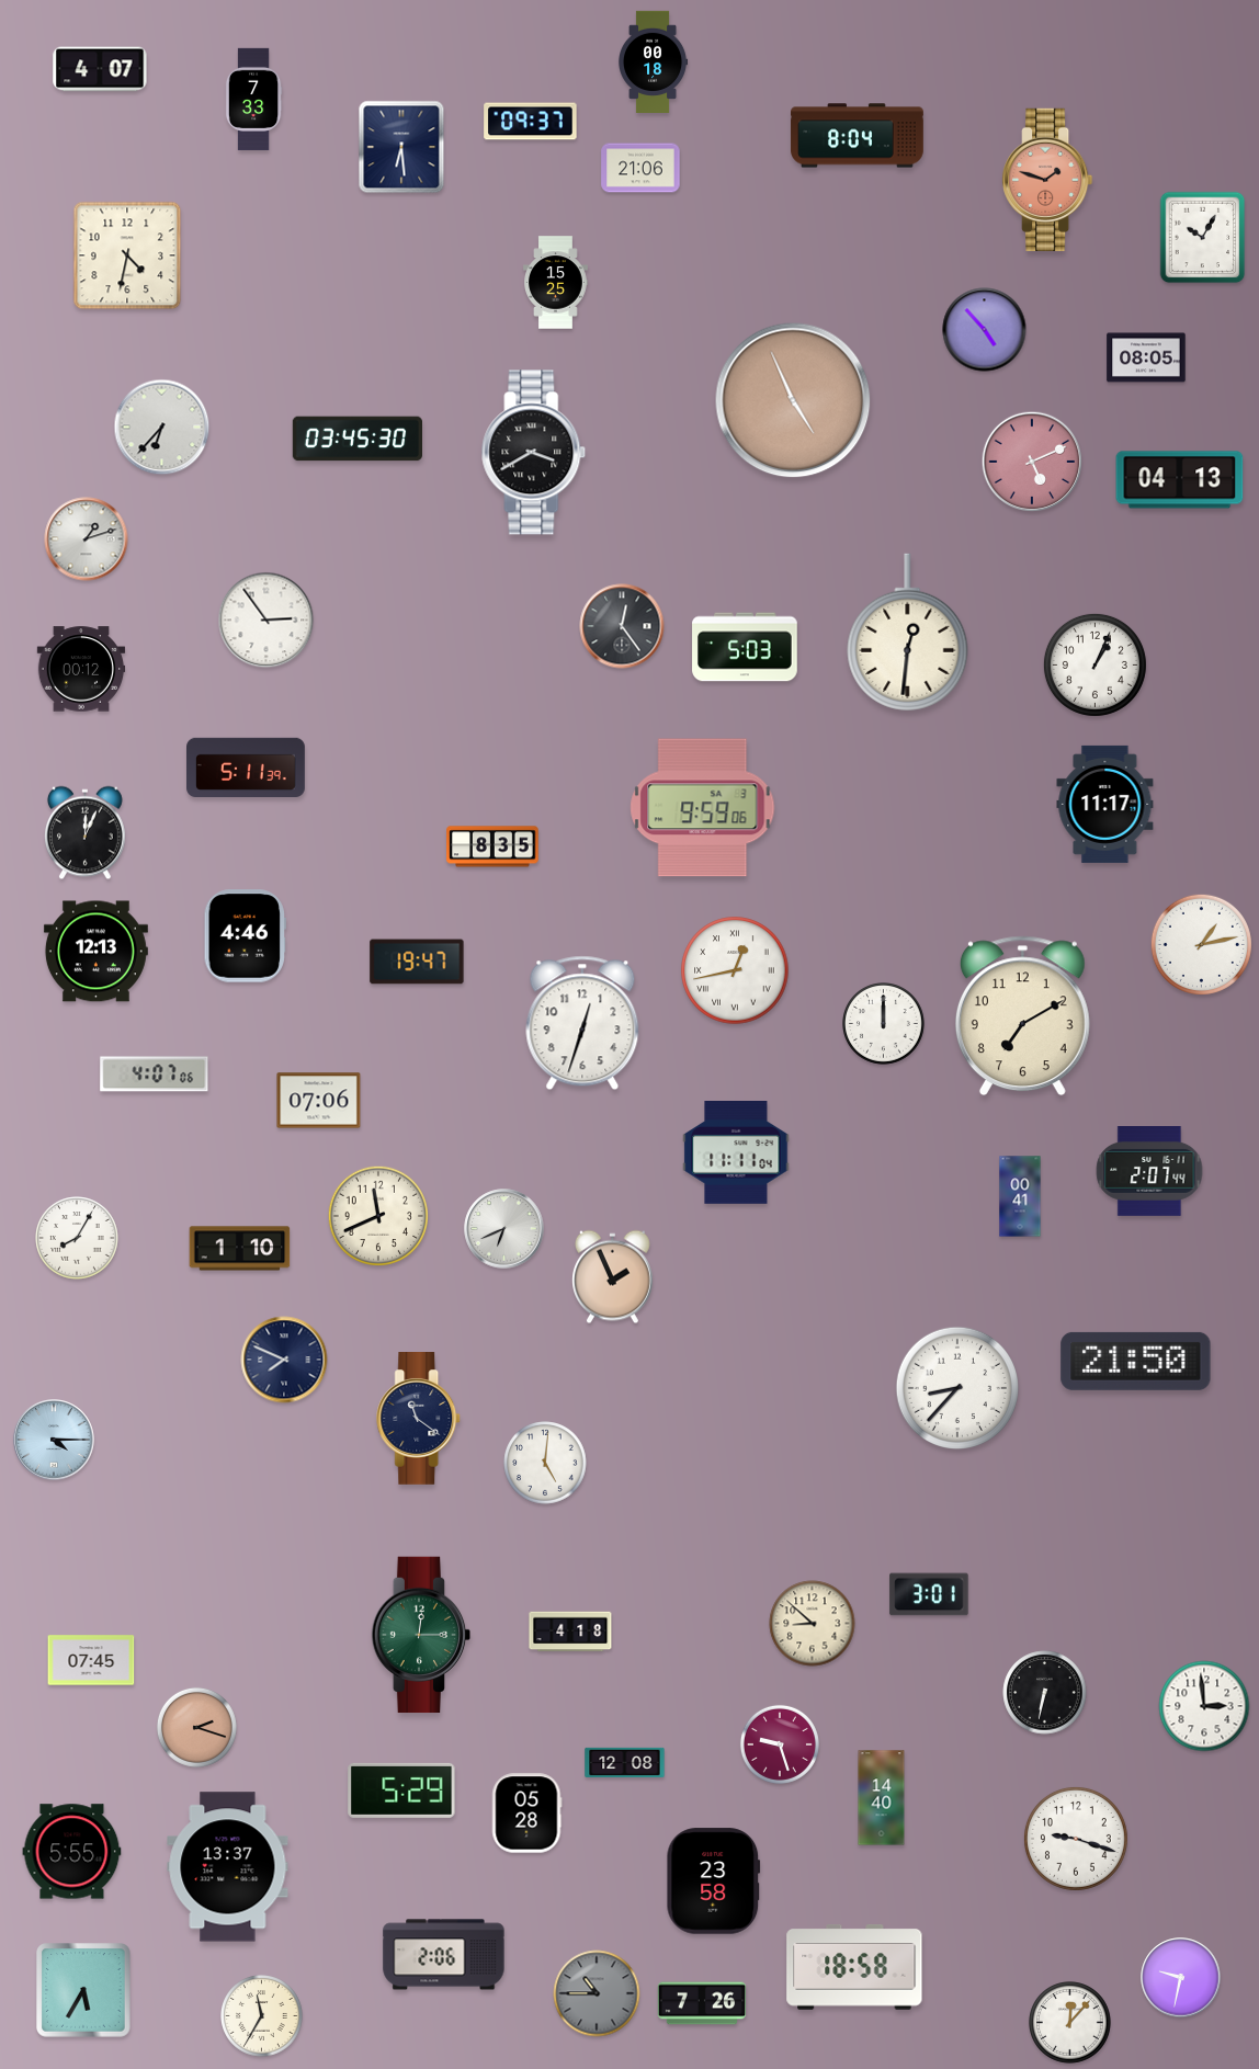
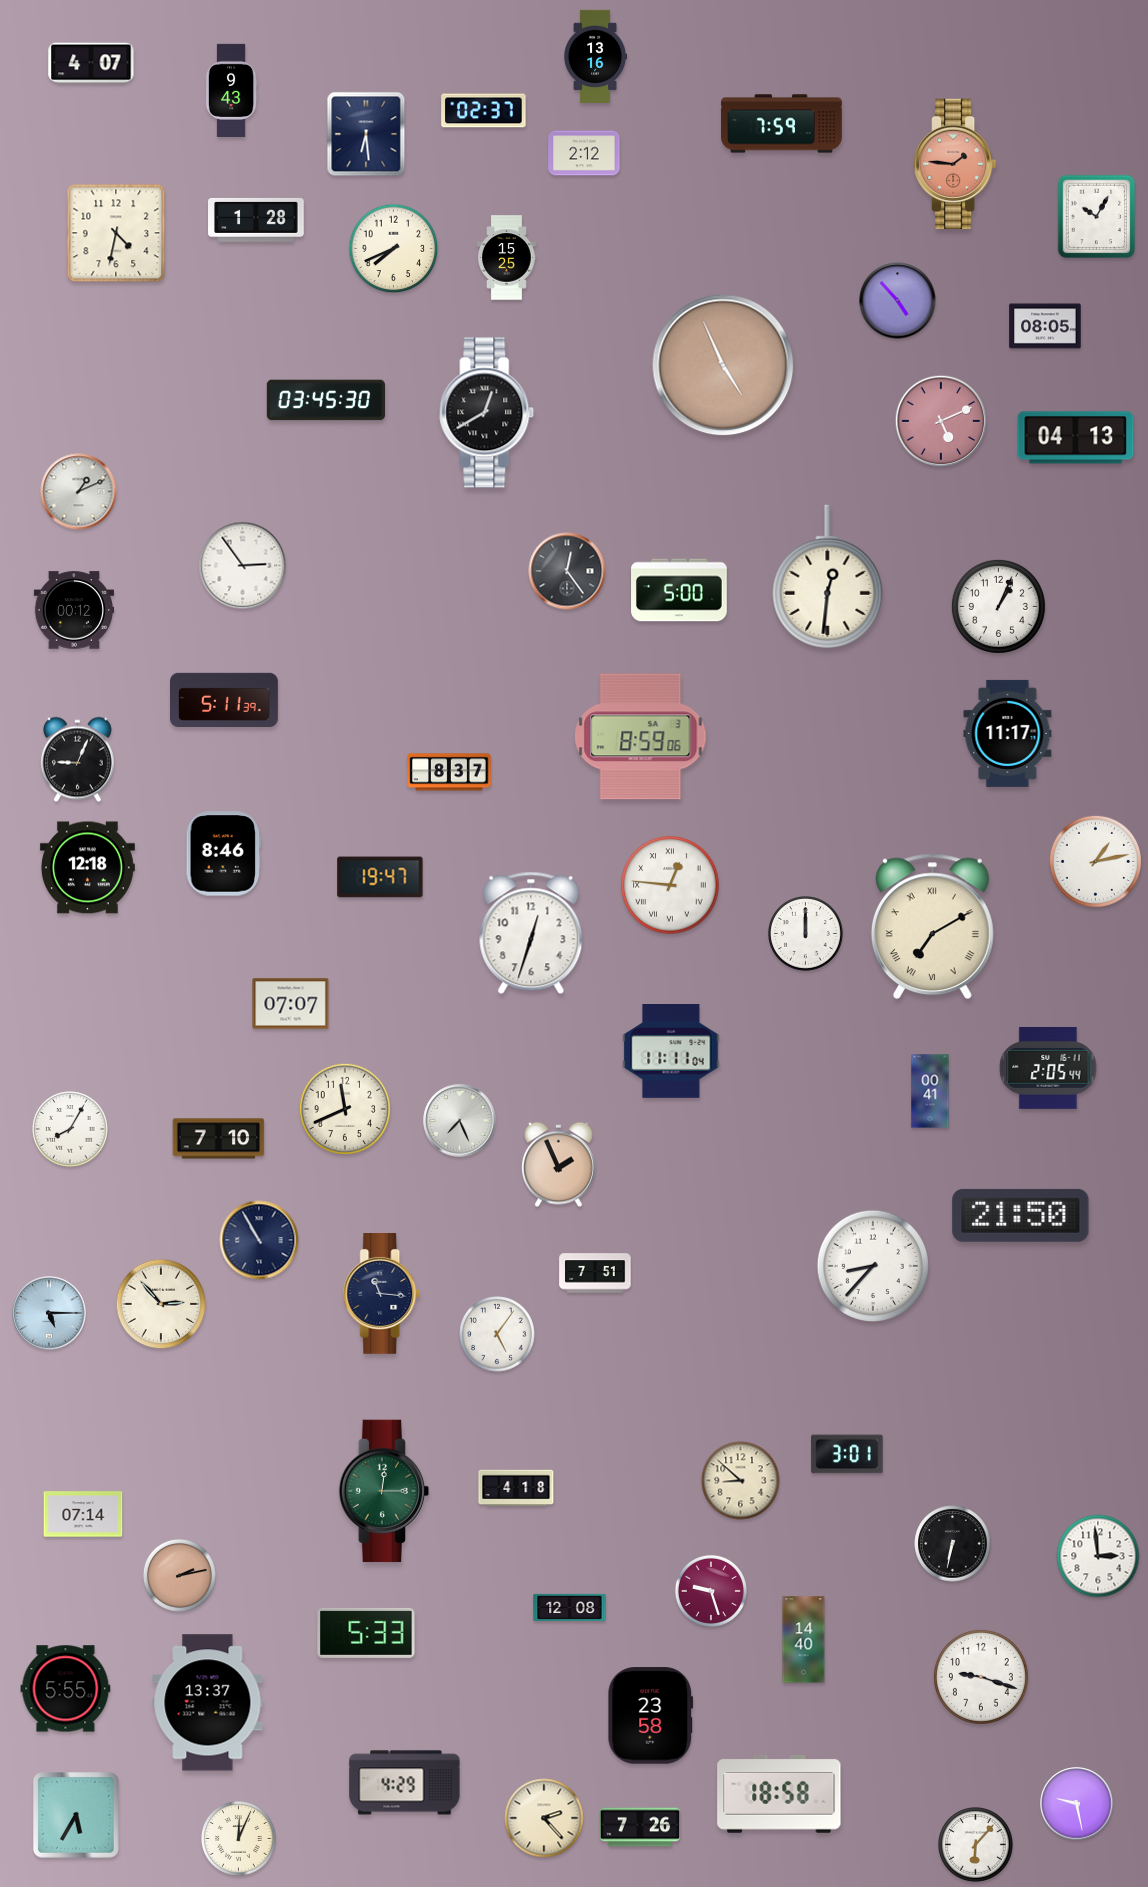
clock at (654, 61): 00:18 -> 13:16
clock at (253, 99): 7:33 -> 9:43
clock at (531, 122): 09:37 -> 02:37
clock at (858, 136): 8:04 -> 7:59
clock at (640, 168): 21:06 -> 2:12
clock at (1048, 179): 1:48 -> 1:46
clock at (256, 220): none -> 1:28
clock at (394, 249): none -> 7:41
clock at (162, 428): 6:37 -> none
clock at (534, 453): 3:40 -> 12:40
clock at (87, 539): 1:12 -> 1:11
clock at (745, 647): 5:03 -> 5:00
clock at (703, 808): 9:59 -> 8:59
clock at (86, 833): 12:04 -> 9:04
clock at (492, 846): 8:35 -> 8:37
clock at (245, 936): 4:46 -> 8:46
clock at (95, 952): 12:13 -> 12:18
clock at (735, 970): 12:43 -> 12:46
clock at (1022, 1016) numerals: Arabic -> Roman
clock at (155, 1075): 4:07 -> none
clock at (319, 1101): 07:06 -> 07:07
clock at (1149, 1172): 2:07 -> 2:05
clock at (504, 1229): 6:41 -> 7:26
clock at (240, 1249): 1:10 -> 7:10
clock at (284, 1360): 7:49 -> 10:55
clock at (1136, 1361) position: (1136, 1361) -> (1021, 1215)
clock at (595, 1273): none -> 7:51
clock at (419, 1419): 11:21 -> 11:16
clock at (161, 1304): none -> 2:53
clock at (54, 1440): 4:15 -> 5:15
clock at (545, 1463): 5:01 -> 5:06
clock at (570, 1632) position: (570, 1632) -> (516, 1488)
clock at (91, 1660): 07:45 -> 07:14
clock at (196, 1727): 2:18 -> 2:13
clock at (401, 1791): 5:29 -> 5:33
clock at (528, 1814): 05:28 -> none
clock at (444, 1955): 2:06 -> 4:29
clock at (1181, 1978): 9:32 -> 9:28
clock at (597, 1993): 10:45 -> 2:23
clock at (597, 1993) dial: grey -> cream
clock at (262, 2016): 11:35 -> 12:04
clock at (1070, 2023): 12:07 -> 6:07
